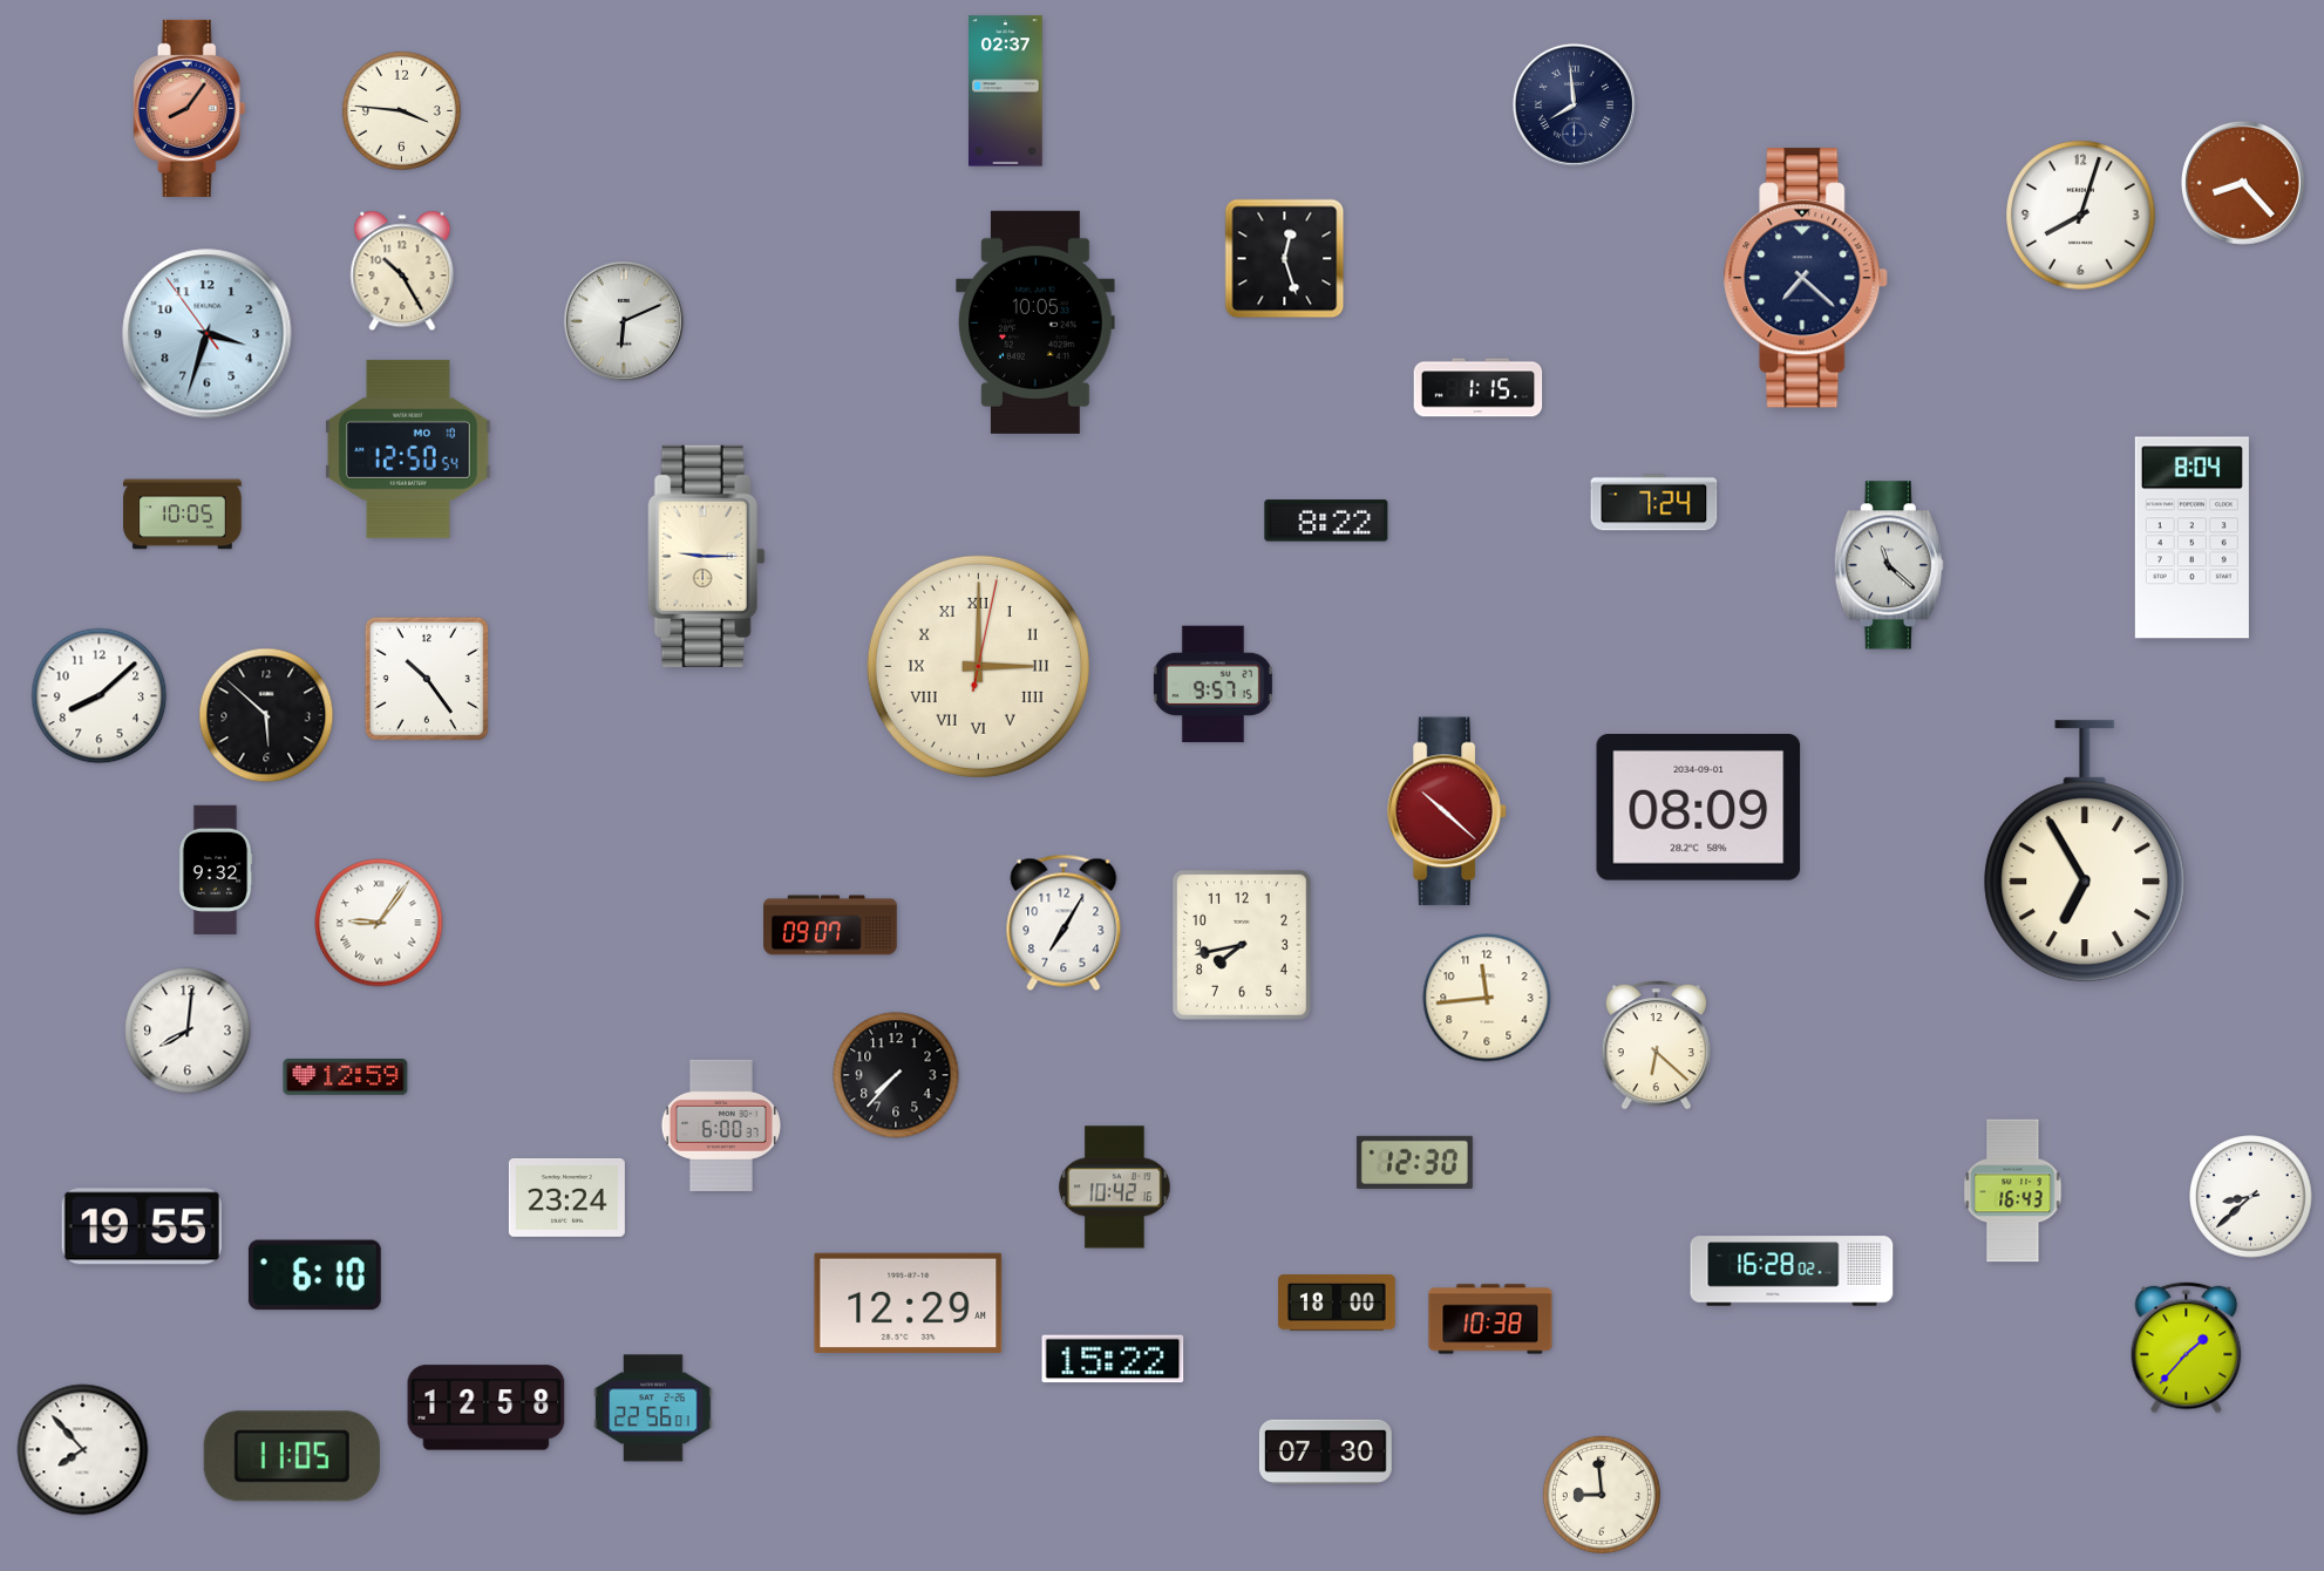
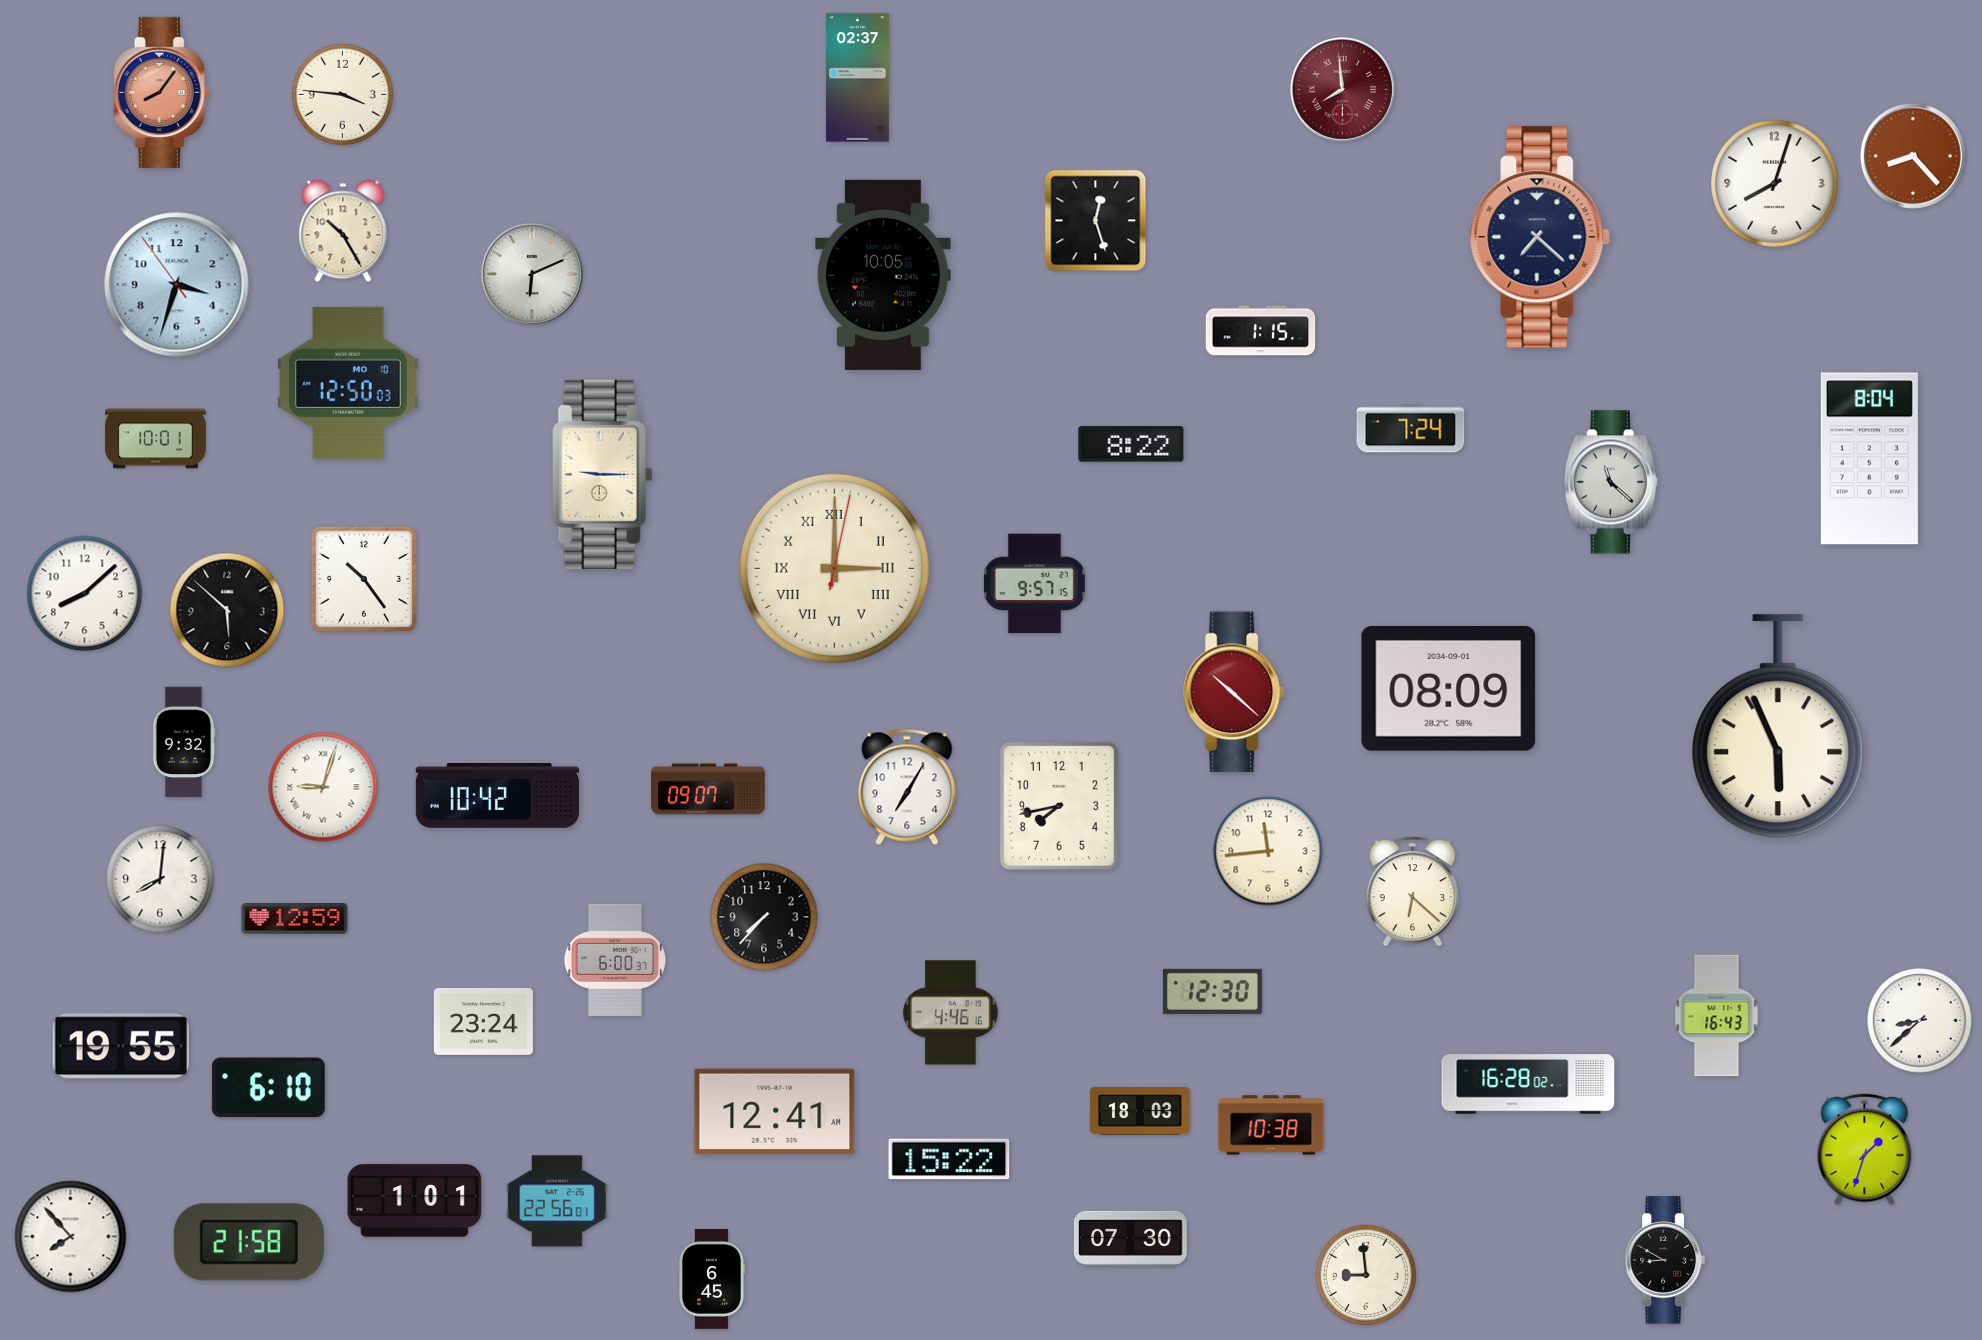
clock at (1574, 104) dial: navy -> burgundy
clock at (408, 449): 12:50:54 -> 12:50:03
clock at (183, 515): 10:05 -> 10:01
clock at (2085, 852): 6:55 -> 5:56
clock at (379, 923): 9:06 -> 9:03
clock at (497, 796): none -> 10:42
clock at (1414, 1162) position: (1414, 1162) -> (1212, 991)
clock at (1115, 1188): 10:42 -> 4:46
clock at (909, 1303): 12:29 -> 12:41
clock at (1337, 1303): 18:00 -> 18:03
clock at (2187, 1348): 1:37 -> 1:33
clock at (487, 1408): 12:58 -> 1:01
clock at (292, 1456): 11:05 -> 21:58
clock at (1664, 1260): none -> 8:50
clock at (712, 1280): none -> 6:45
